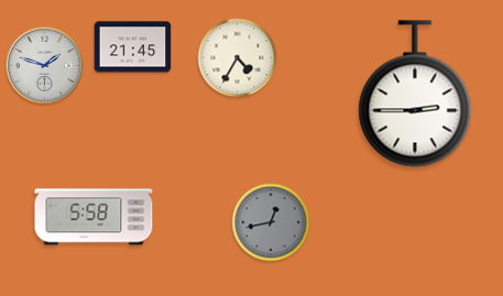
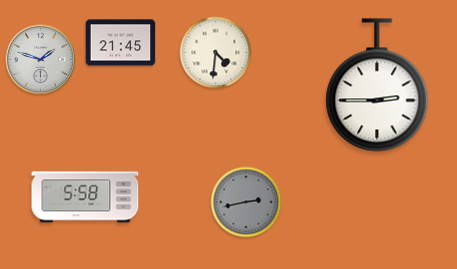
clock at (238, 58): 4:35 -> 4:31
clock at (271, 222): 12:43 -> 2:43
